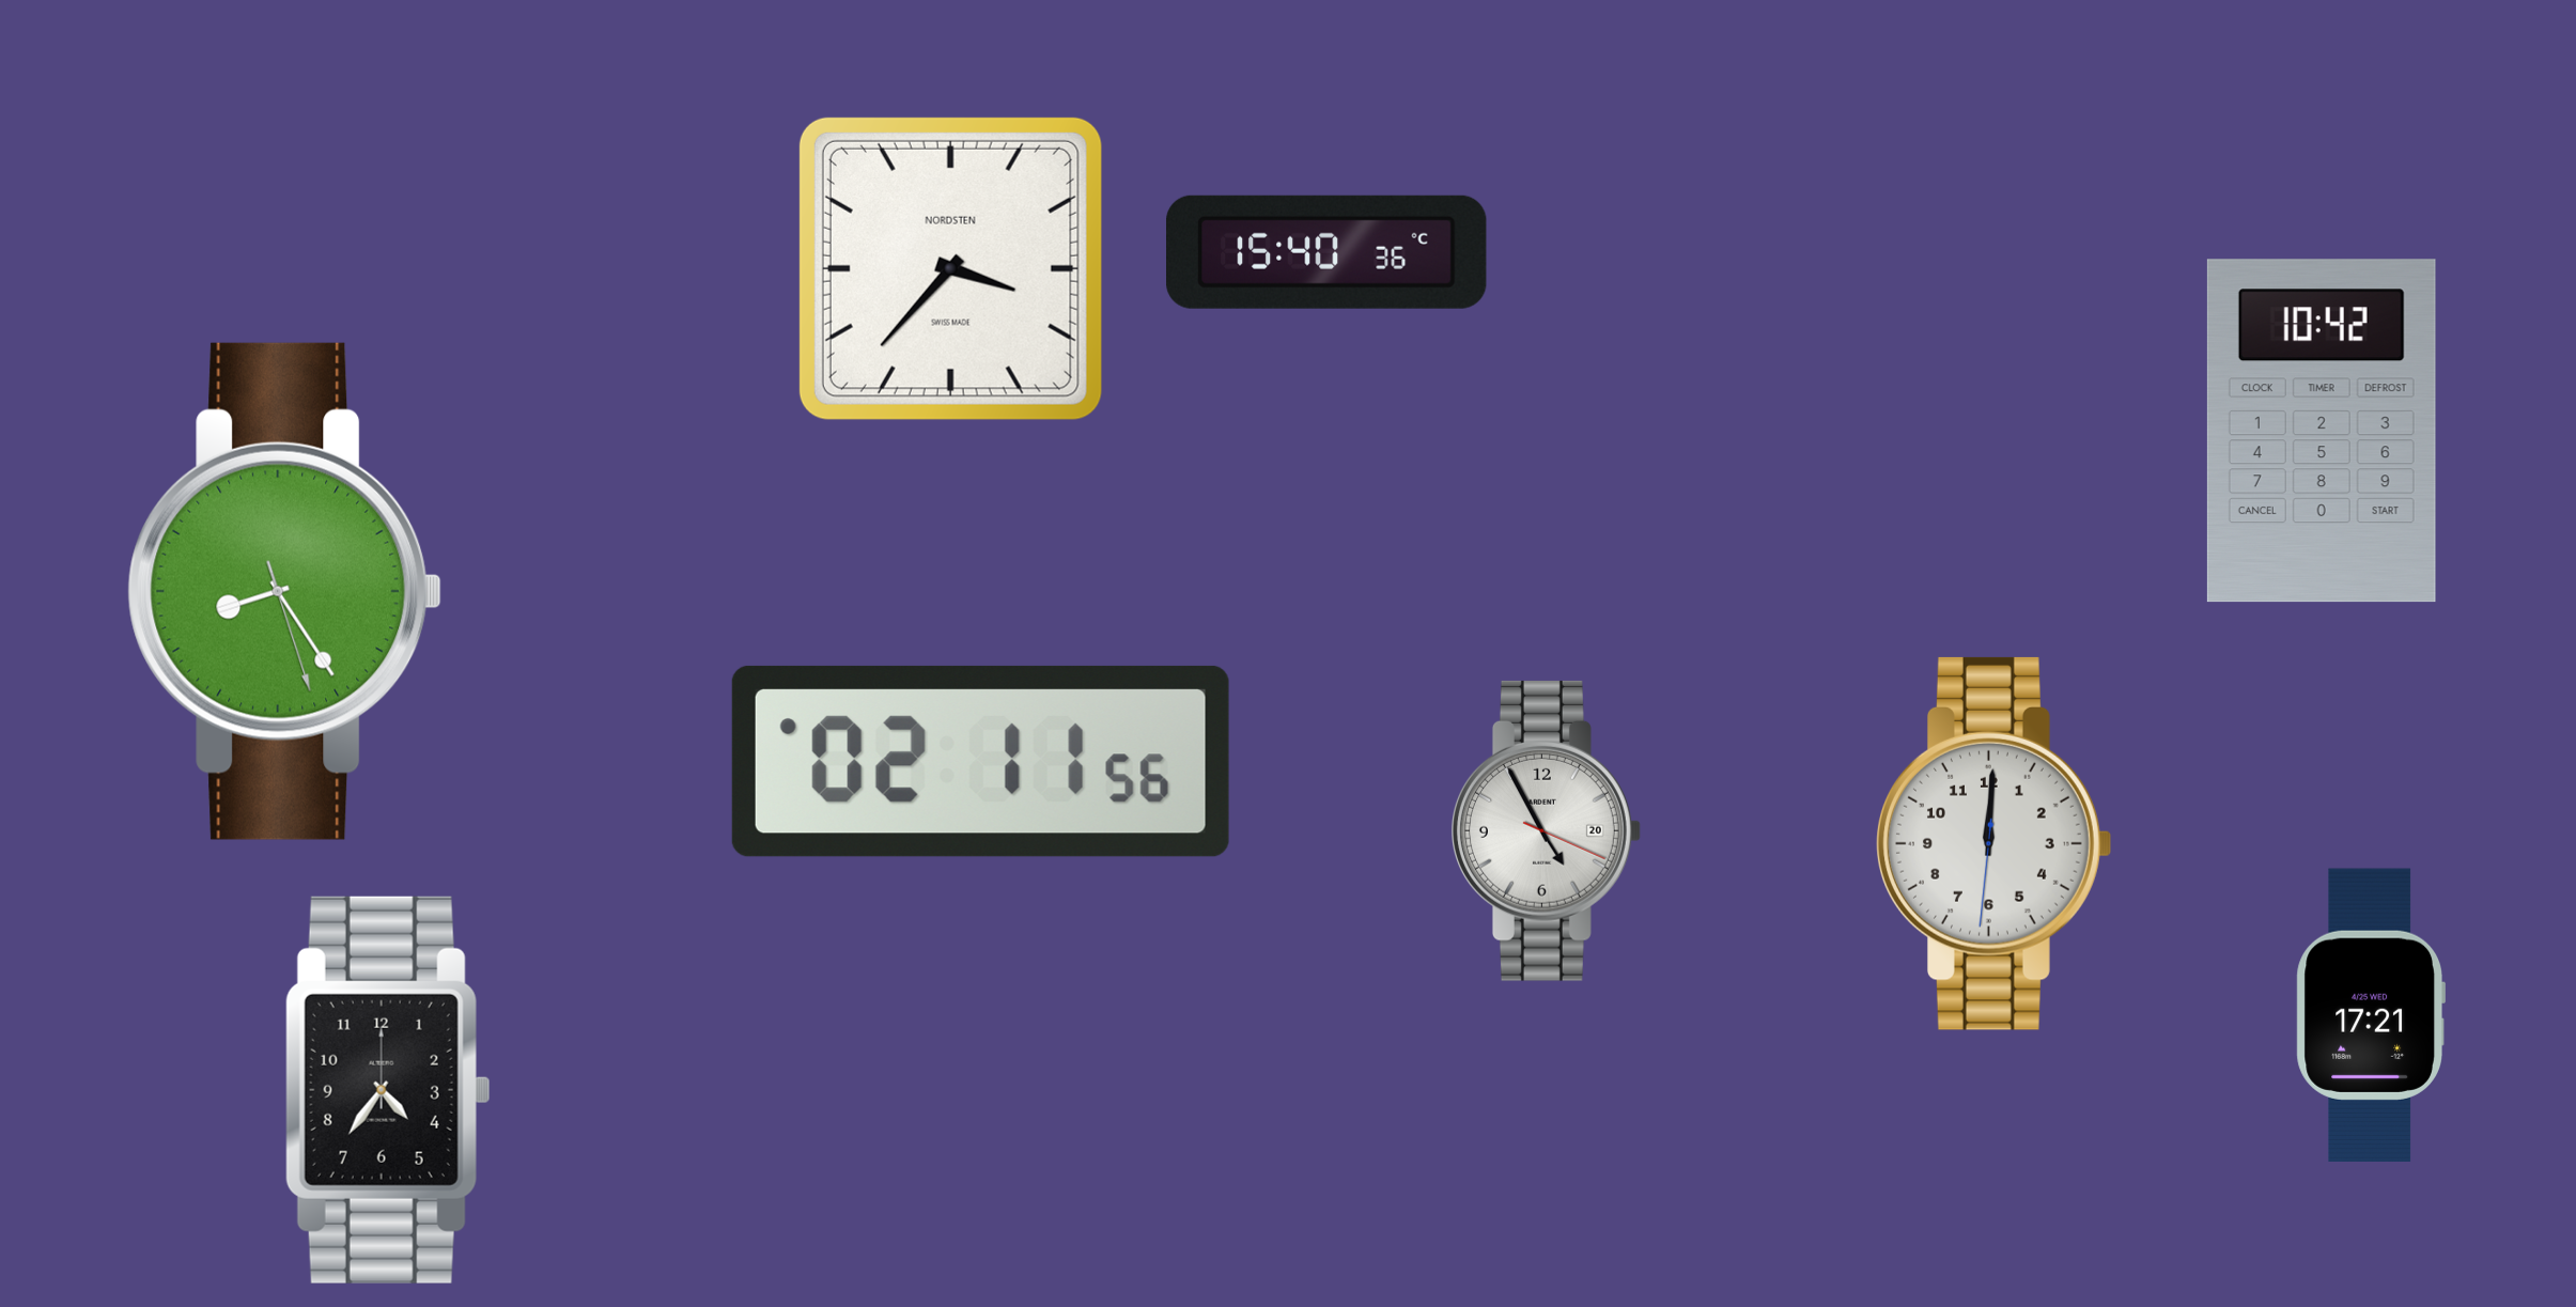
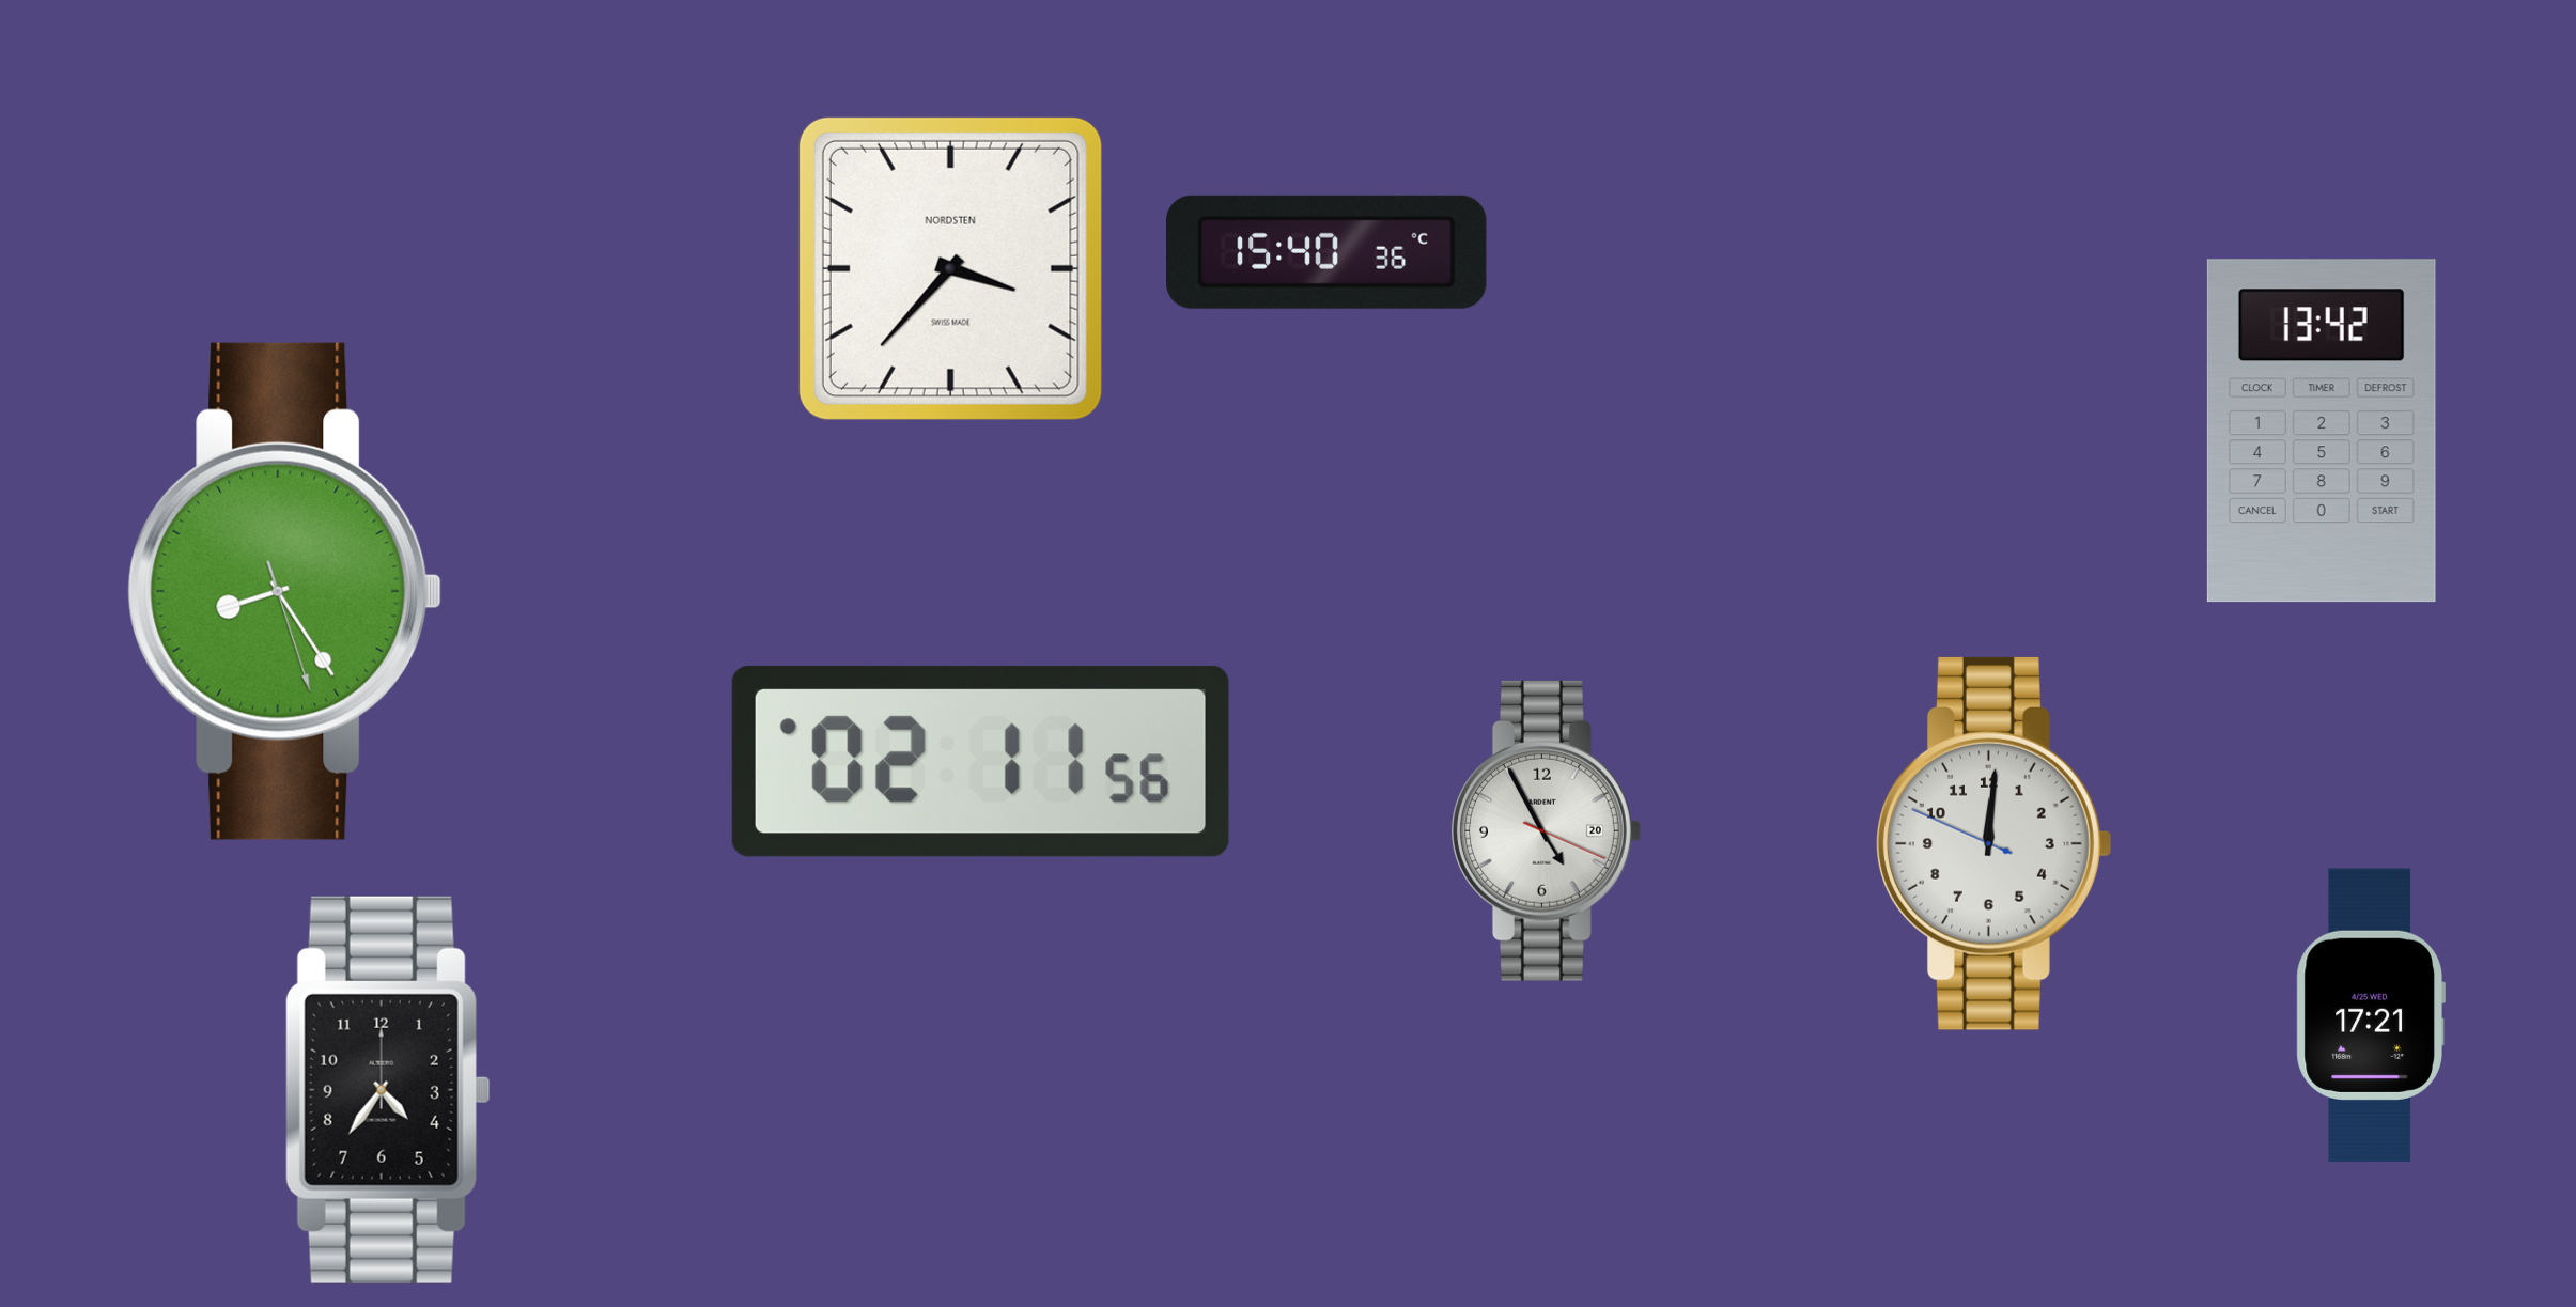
clock at (2322, 431): 10:42 -> 13:42
clock at (1995, 843): 12:00:31 -> 12:00:49
